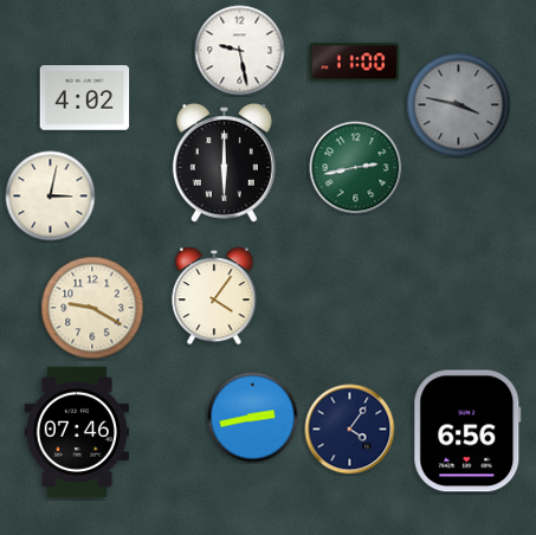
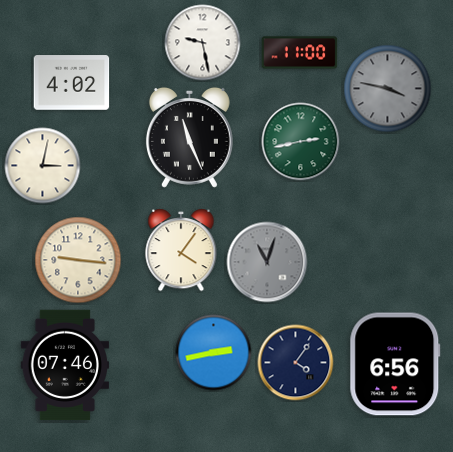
clock at (224, 162): 6:00 -> 11:26
clock at (92, 308): 9:20 -> 9:16
clock at (267, 262): none -> 11:03
